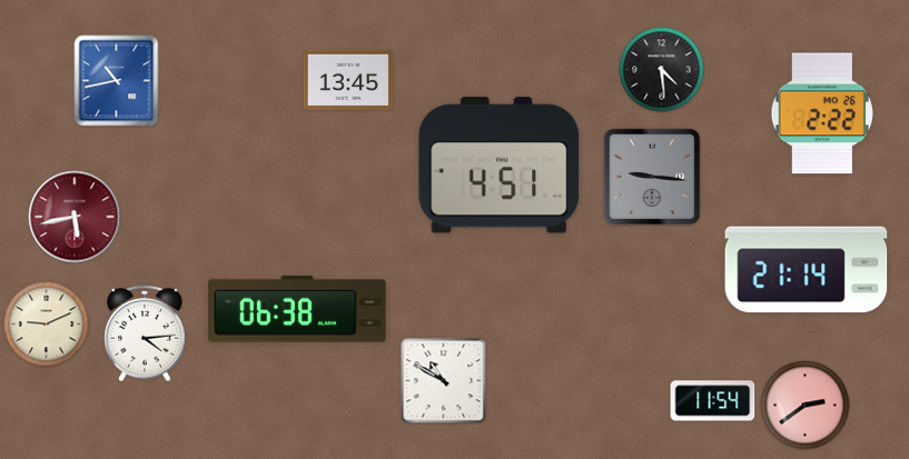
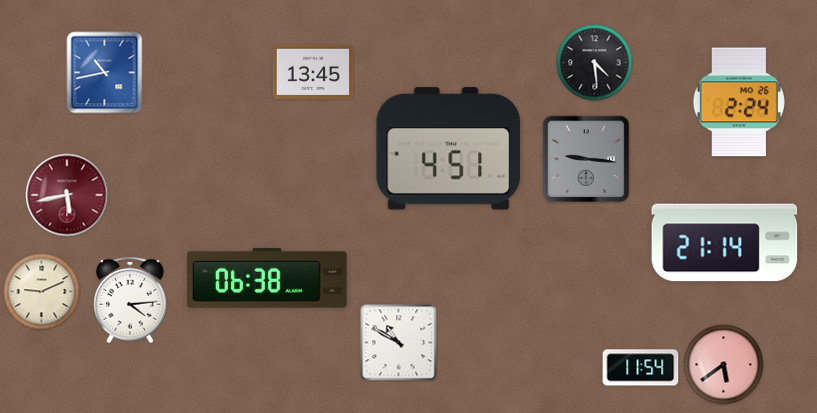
clock at (822, 113): 2:22 -> 2:24
clock at (713, 401) position: (713, 401) -> (641, 368)
clock at (806, 406): 2:39 -> 5:39
